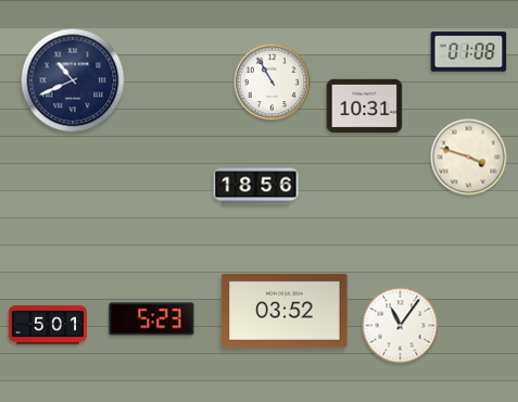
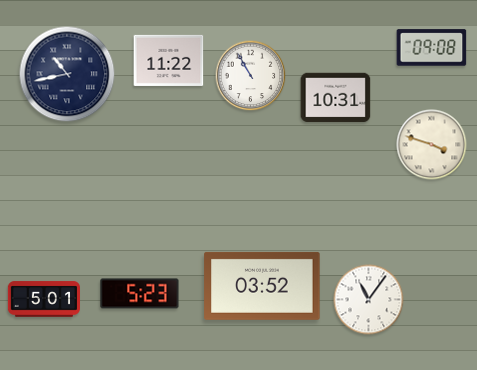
clock at (469, 52): 01:08 -> 09:08
clock at (169, 60): none -> 11:22
clock at (73, 80): 10:41 -> 10:43
clock at (256, 187): 18:56 -> none
